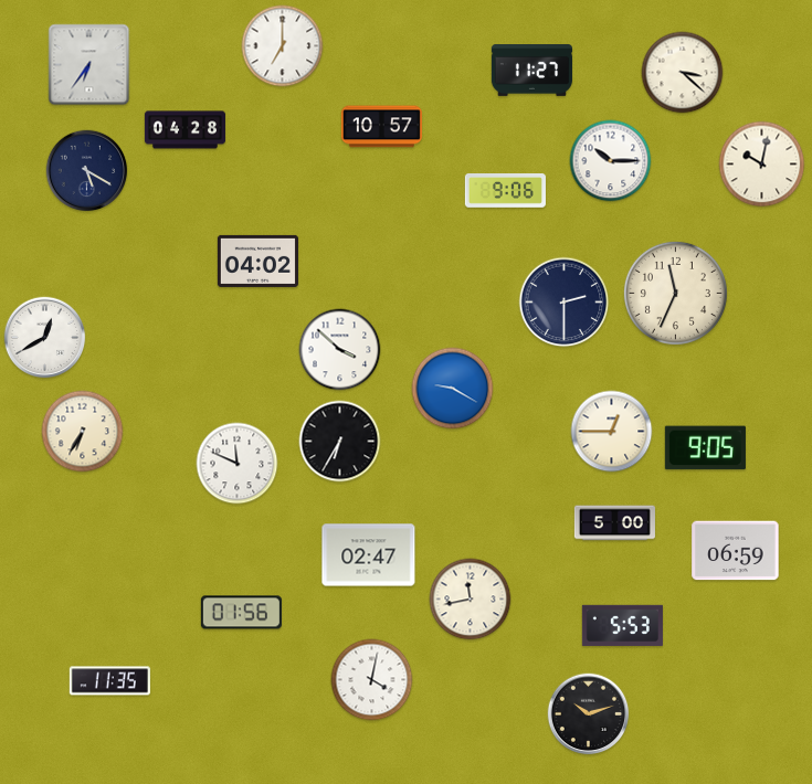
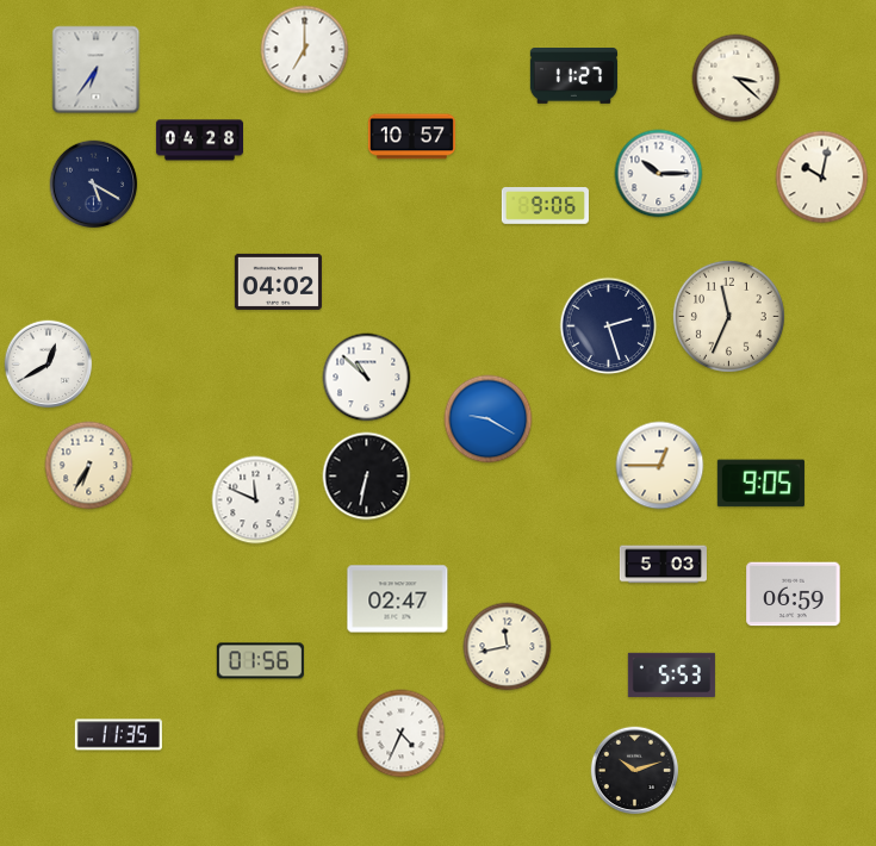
clock at (565, 303): 2:30 -> 2:27
clock at (340, 350): 3:52 -> 10:52
clock at (340, 442): 6:35 -> 6:32
clock at (614, 523): 5:00 -> 5:03
clock at (372, 680): 4:02 -> 4:34
